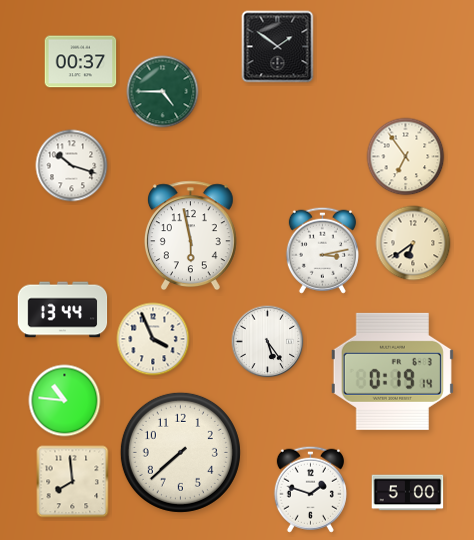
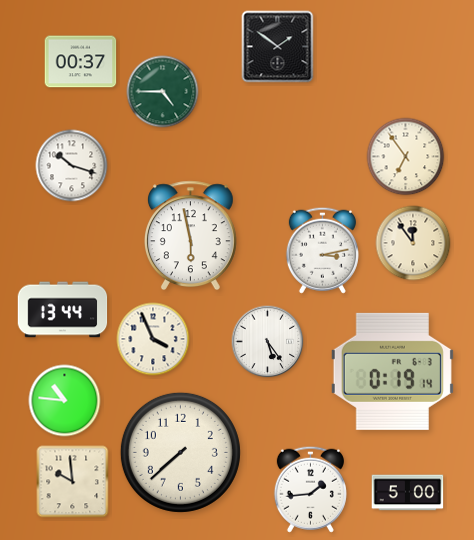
clock at (413, 243): 6:39 -> 11:54
clock at (73, 482): 7:59 -> 9:59
clock at (310, 489): 1:48 -> 1:44
